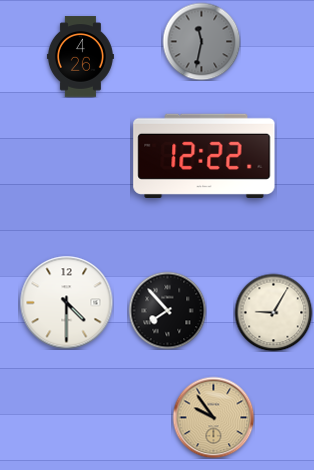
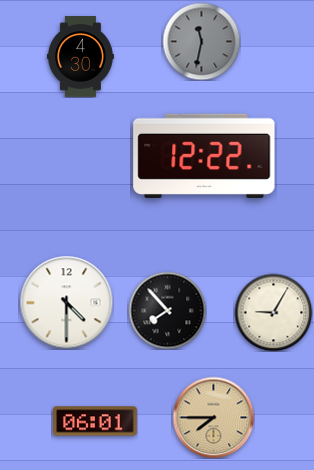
clock at (80, 57): 4:26 -> 4:30
clock at (213, 417): 9:54 -> 7:45
clock at (95, 421): none -> 06:01
